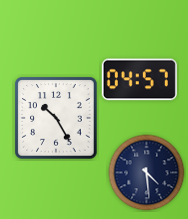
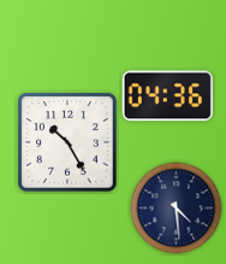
clock at (139, 80): 04:57 -> 04:36
